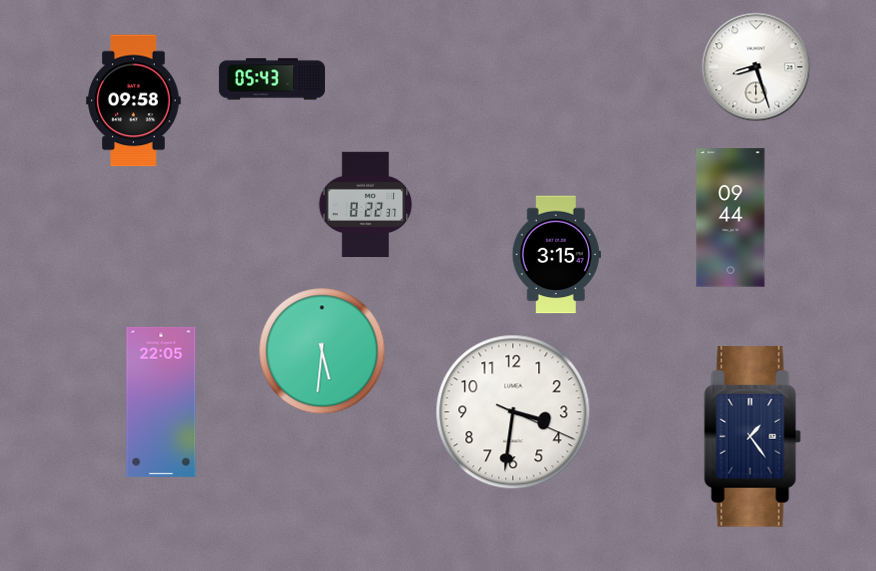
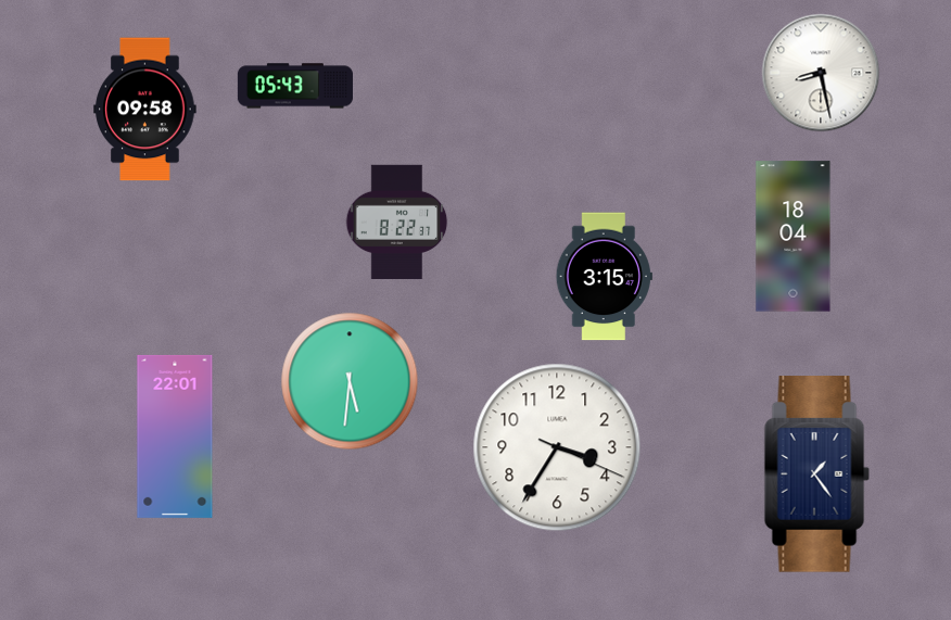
clock at (756, 67): 8:27 -> 8:28
clock at (731, 218): 09:44 -> 18:04
clock at (161, 402): 22:05 -> 22:01
clock at (513, 412): 3:31 -> 3:35
